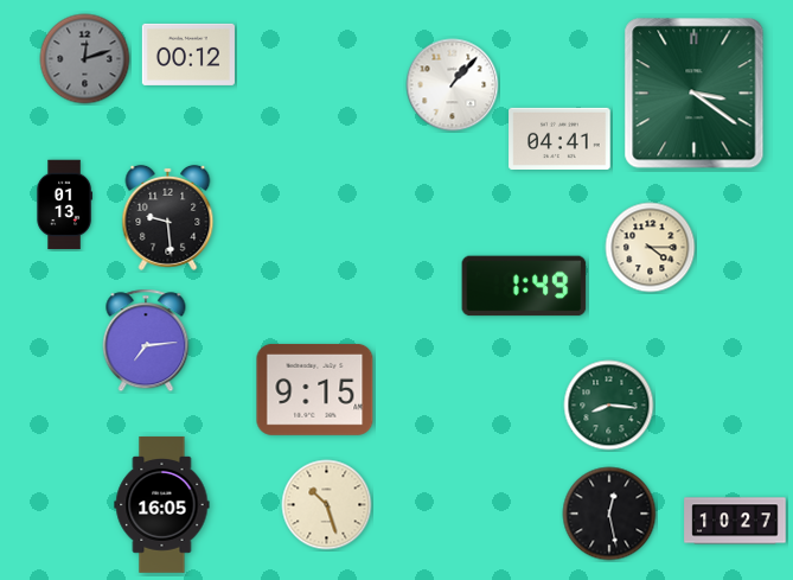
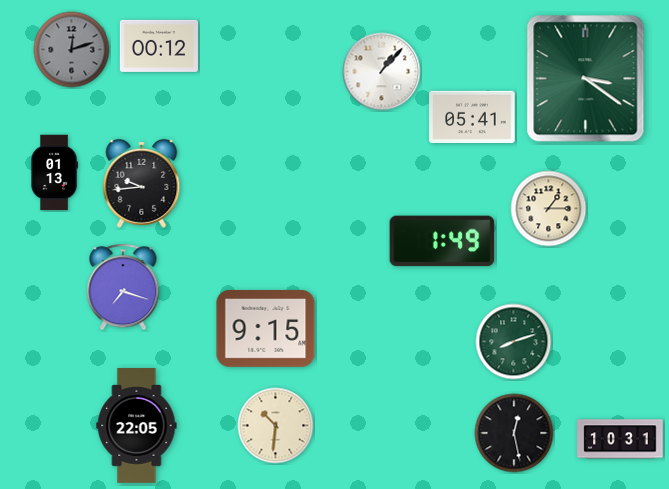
clock at (559, 139): 04:41 -> 05:41
clock at (168, 217): 9:29 -> 9:44
clock at (651, 248): 4:15 -> 1:15
clock at (146, 340): 7:14 -> 7:18
clock at (609, 406): 8:16 -> 8:12
clock at (162, 504): 16:05 -> 22:05
clock at (327, 505): 10:27 -> 10:31
clock at (735, 521): 10:27 -> 10:31
